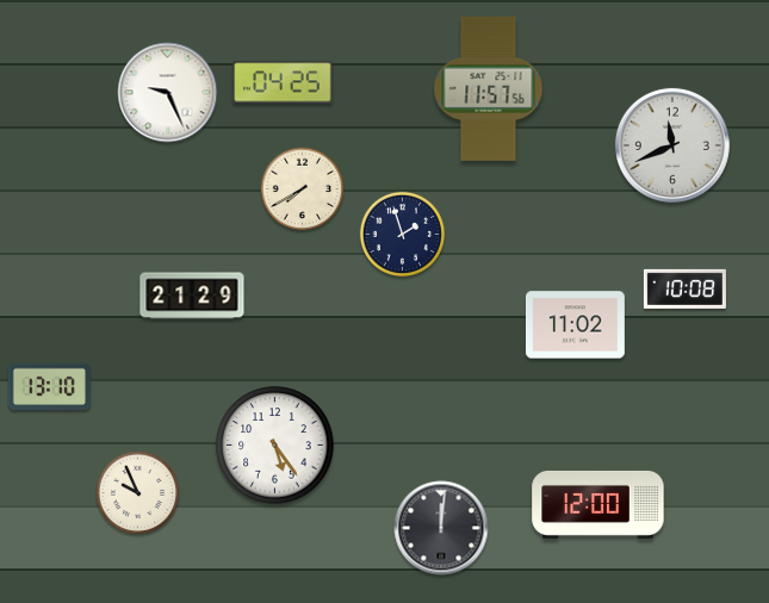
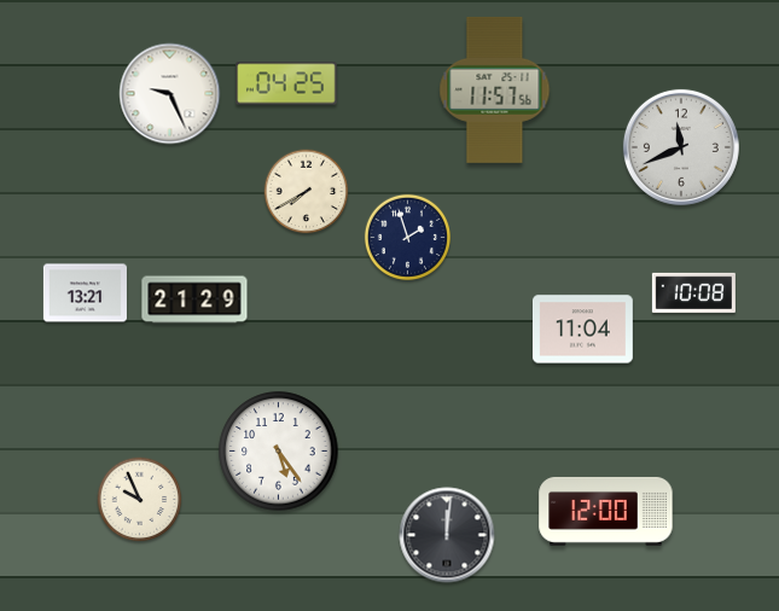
clock at (85, 293): none -> 13:21
clock at (575, 325): 11:02 -> 11:04
clock at (49, 386): 13:10 -> none
